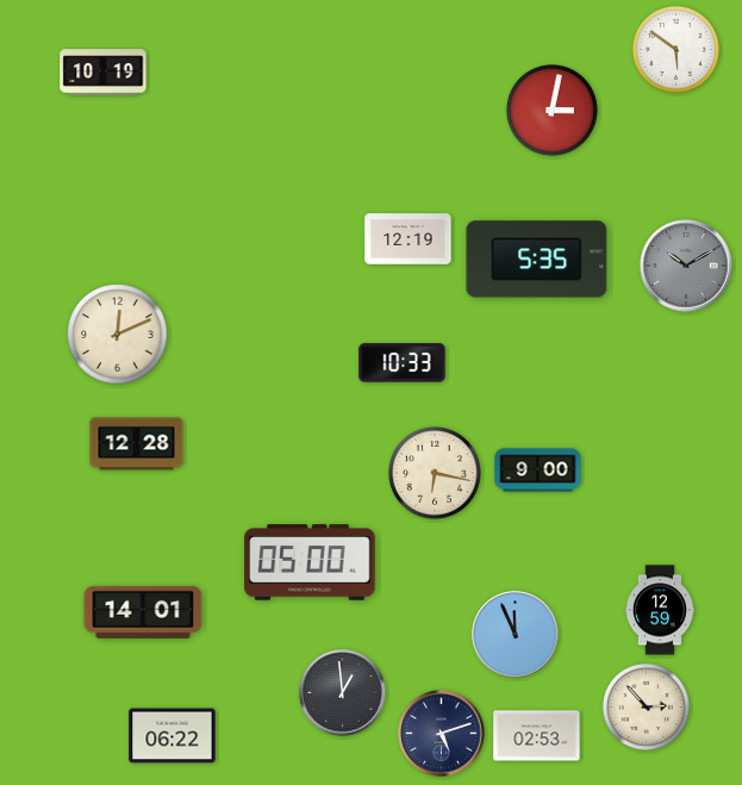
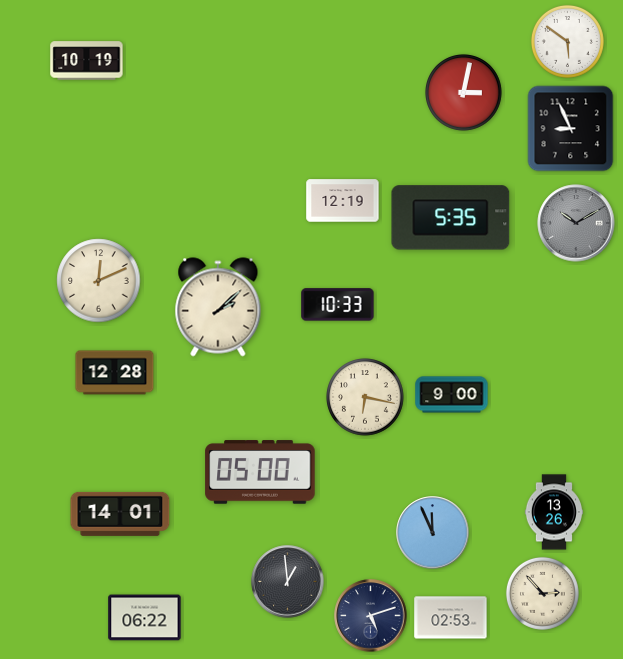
clock at (571, 129): none -> 8:56
clock at (218, 307): none -> 2:08
clock at (659, 610): 12:59 -> 13:26
